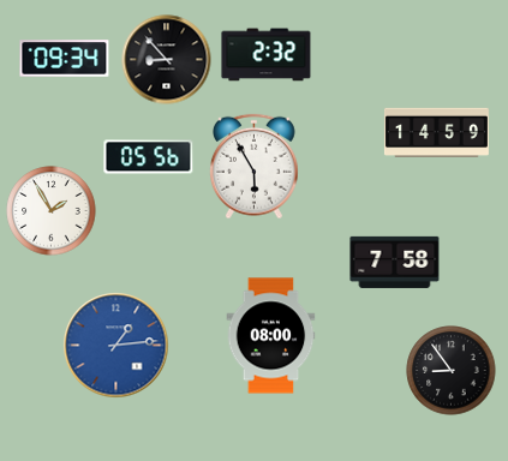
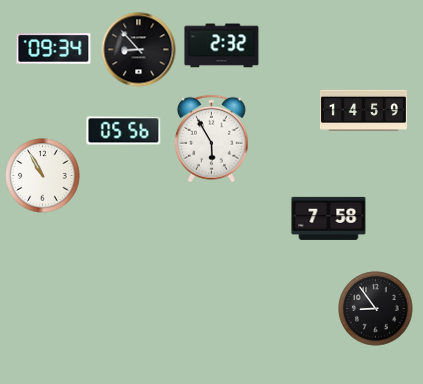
clock at (52, 211): 1:55 -> 10:55
clock at (271, 336): 08:00 -> none
clock at (116, 346): 1:14 -> none
